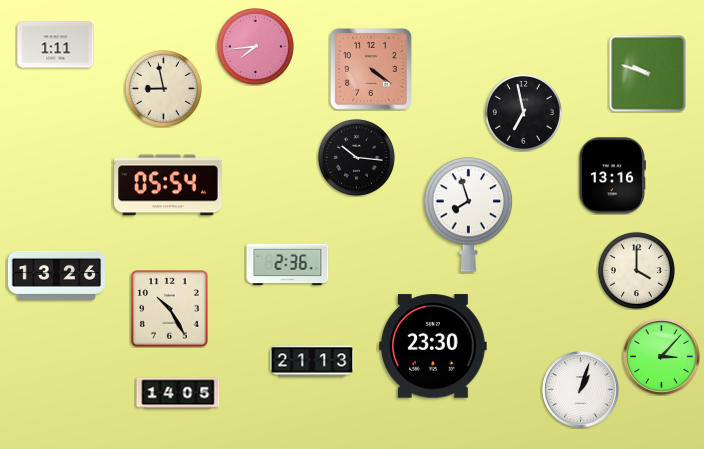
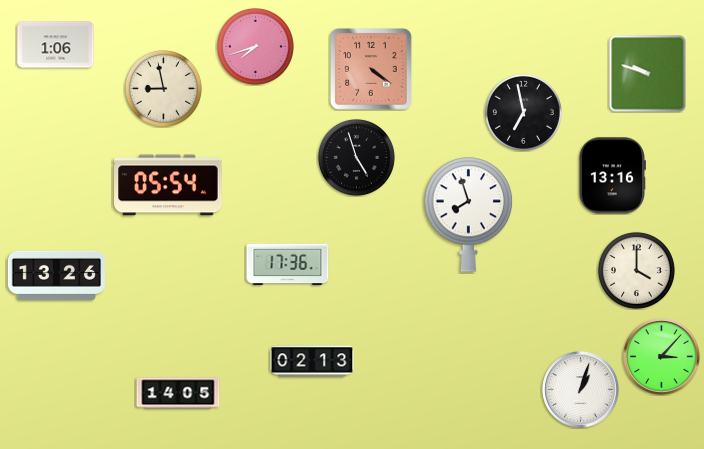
clock at (56, 45): 1:11 -> 1:06
clock at (255, 46): 7:44 -> 7:42
clock at (356, 157): 10:16 -> 4:57
clock at (288, 265): 2:36 -> 17:36
clock at (170, 309): 10:25 -> none
clock at (433, 346): 23:30 -> none
clock at (312, 361): 21:13 -> 02:13
